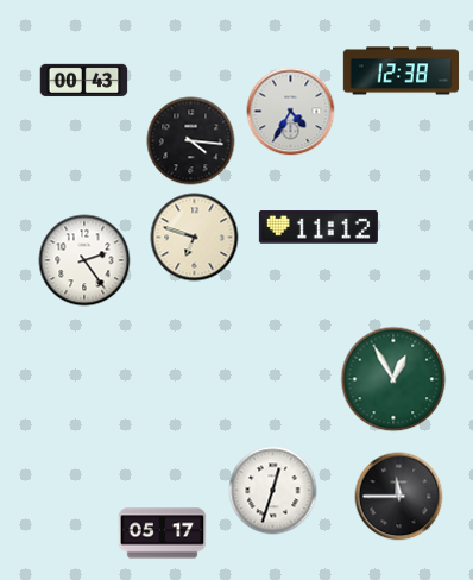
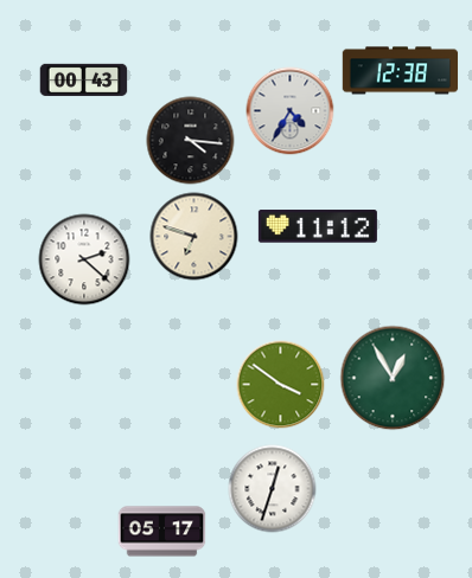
clock at (84, 260): 2:24 -> 2:22
clock at (281, 385): none -> 3:51
clock at (399, 497): 11:45 -> none
